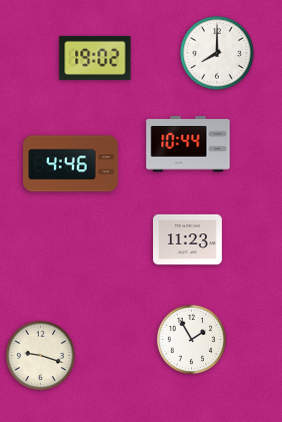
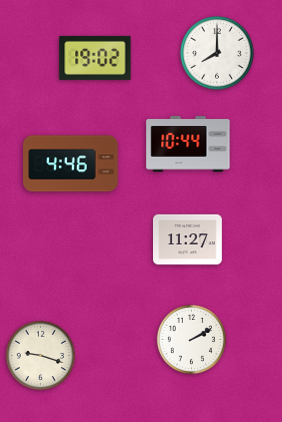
clock at (188, 240): 11:23 -> 11:27
clock at (191, 339): 1:55 -> 2:10
